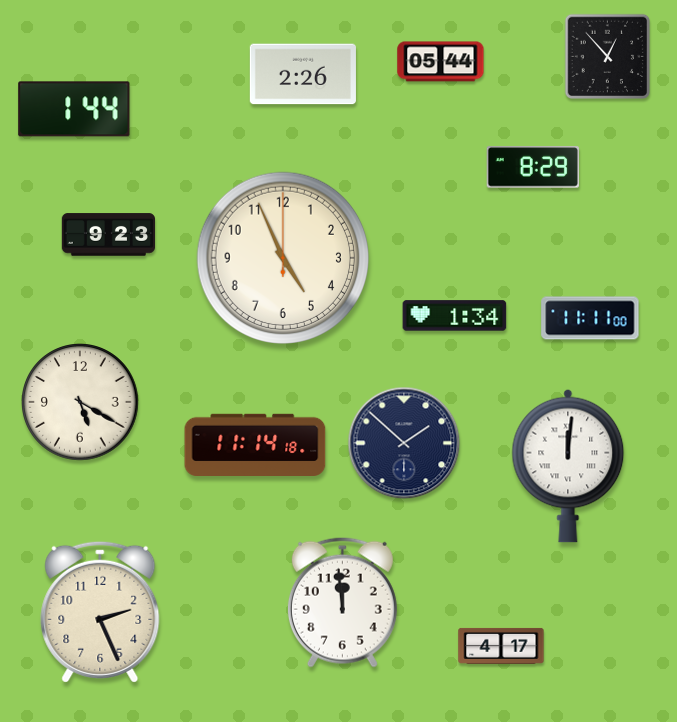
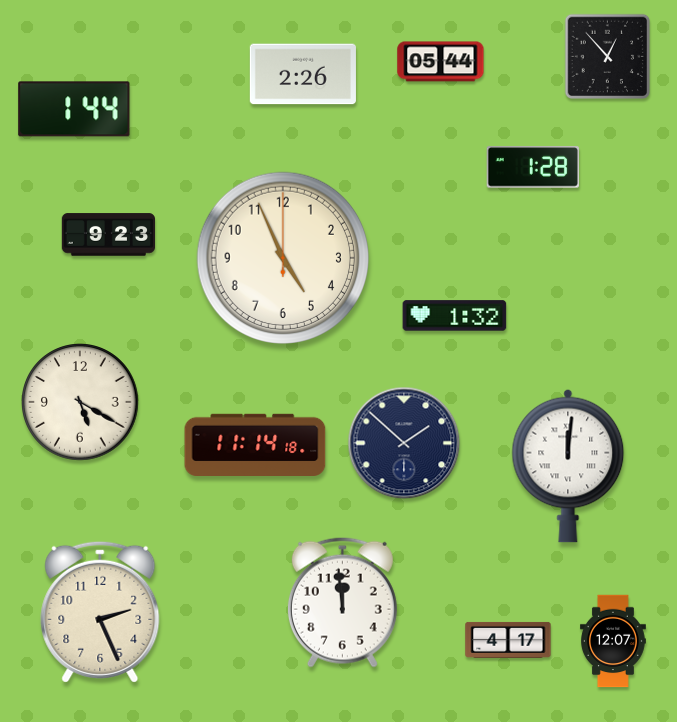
clock at (533, 167): 8:29 -> 1:28
clock at (455, 316): 1:34 -> 1:32
clock at (590, 318): 11:11 -> none
clock at (613, 641): none -> 12:07
clock at (501, 646) position: (501, 646) -> (508, 640)
